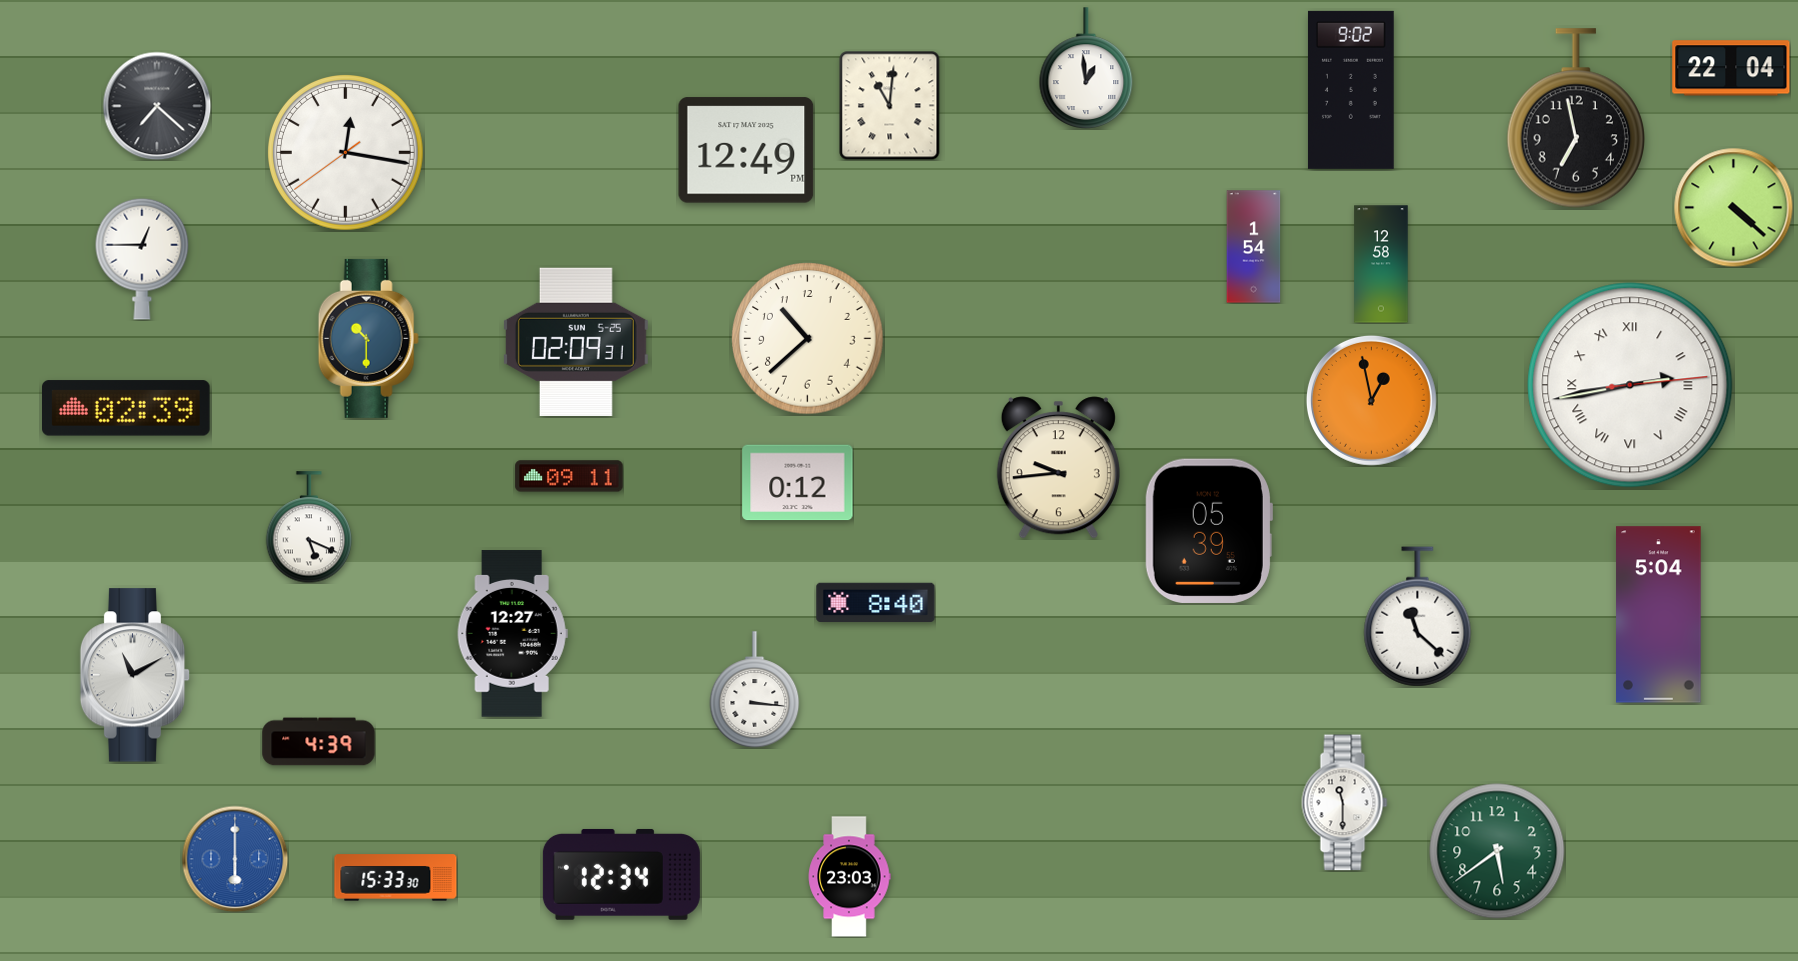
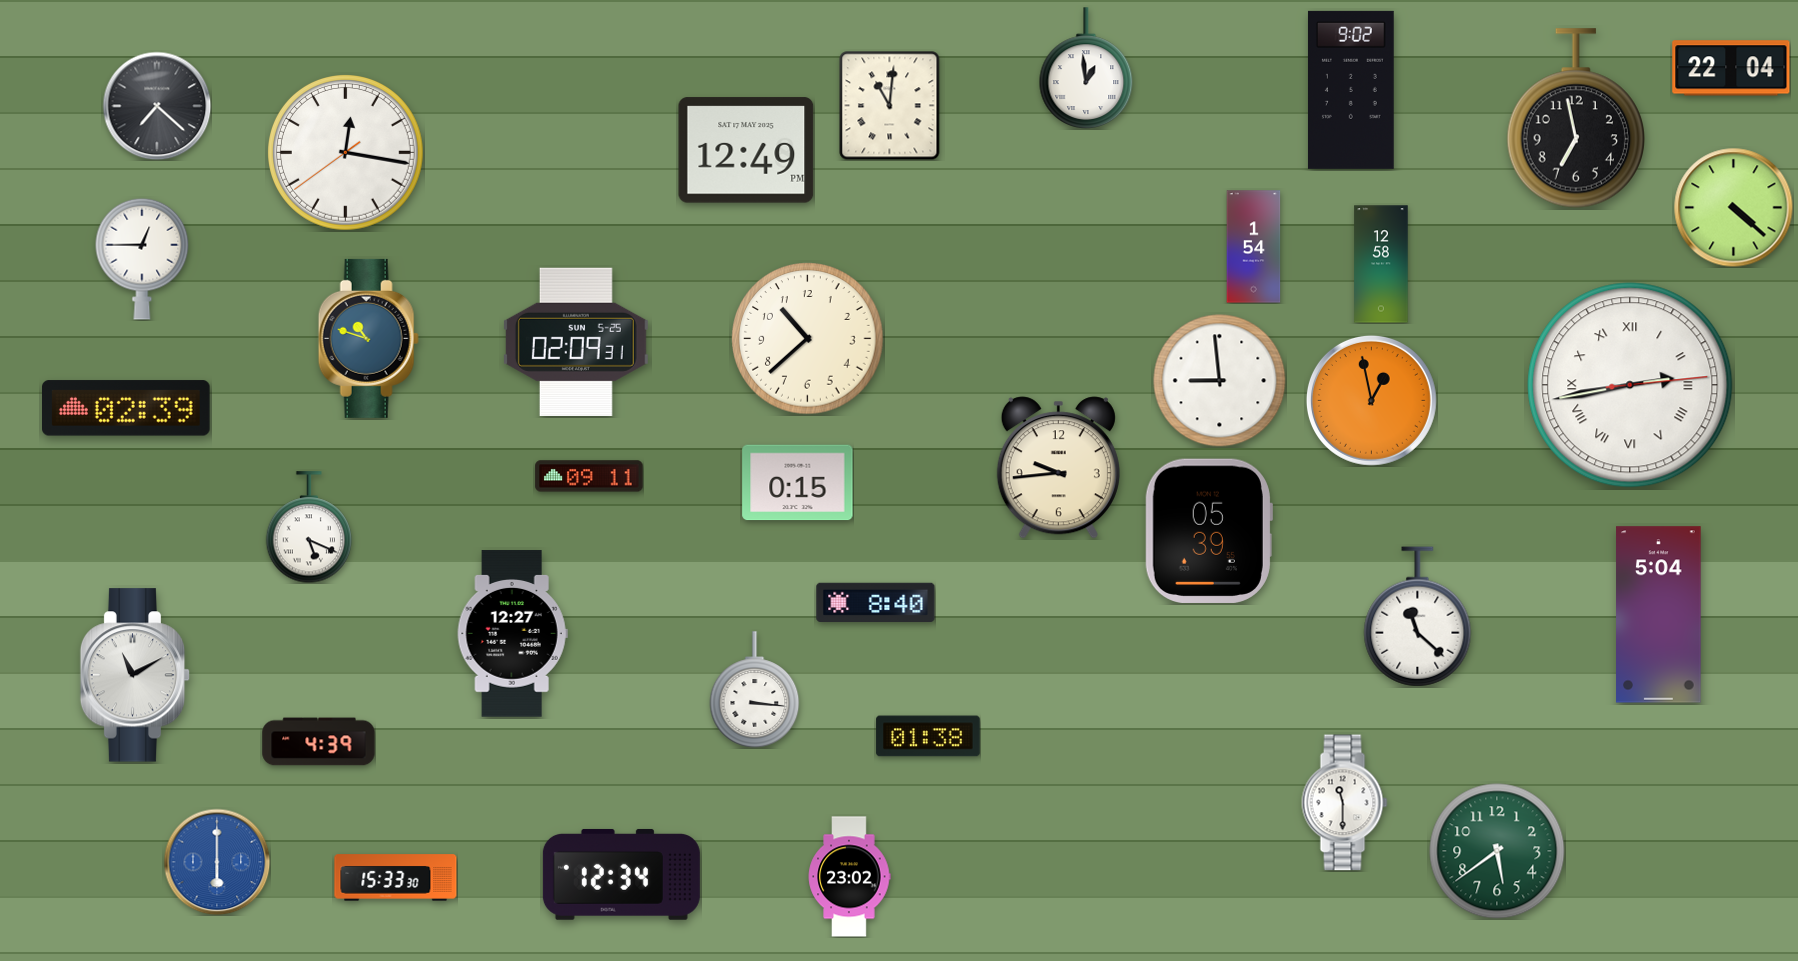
clock at (368, 338): 10:30 -> 10:48
clock at (1220, 381): none -> 8:59
clock at (569, 476) position: (569, 476) -> (589, 476)
clock at (798, 483): 0:12 -> 0:15
clock at (928, 736): none -> 01:38
clock at (235, 859) position: (235, 859) -> (217, 862)
clock at (849, 877): 23:03 -> 23:02
